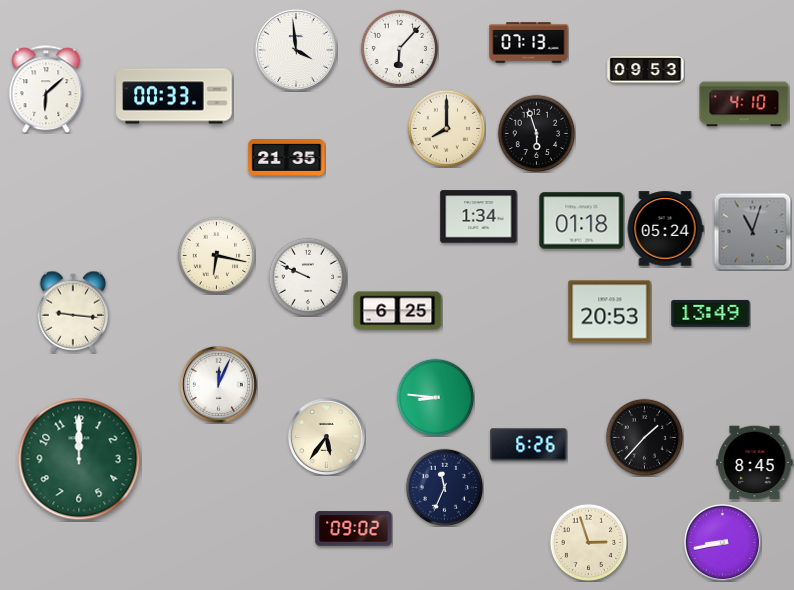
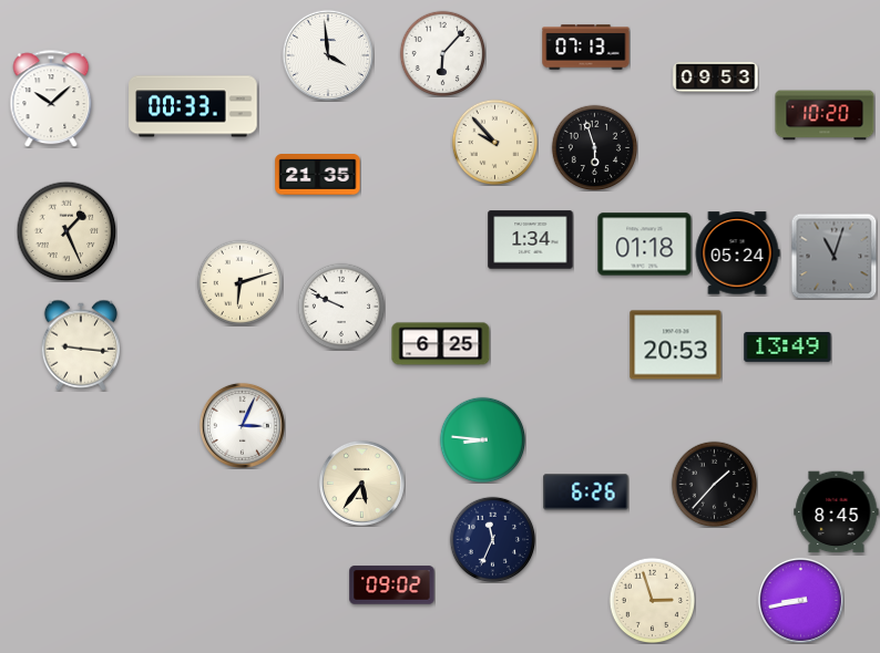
clock at (46, 89): 6:08 -> 10:08
clock at (744, 104): 4:10 -> 10:20
clock at (446, 128): 8:00 -> 9:53
clock at (66, 231): none -> 1:26
clock at (216, 255): 6:17 -> 6:12
clock at (218, 384): 12:04 -> 3:04
clock at (79, 459): 12:00 -> none
